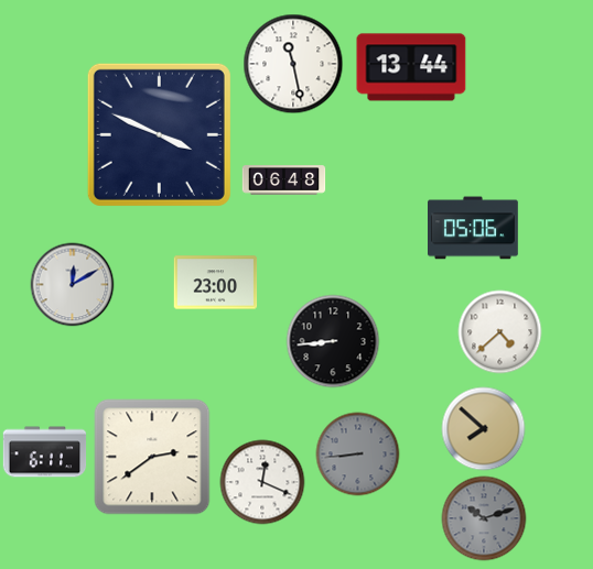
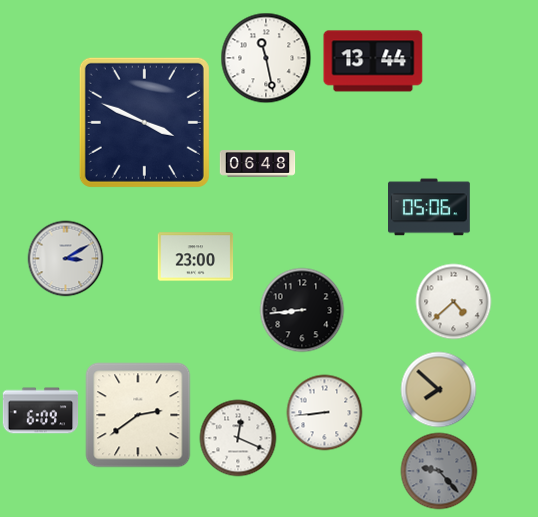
clock at (73, 285): 12:10 -> 3:10
clock at (45, 452): 6:11 -> 6:09
clock at (358, 455) dial: grey -> white
clock at (484, 518): 10:12 -> 9:23
